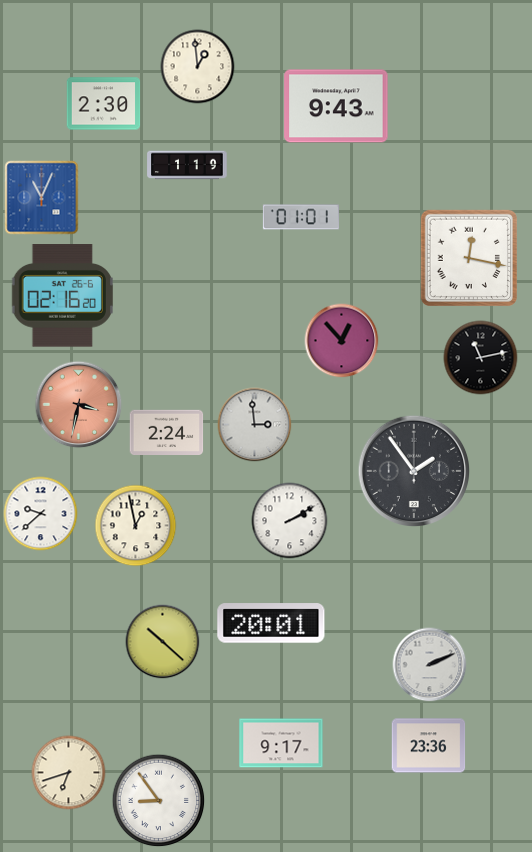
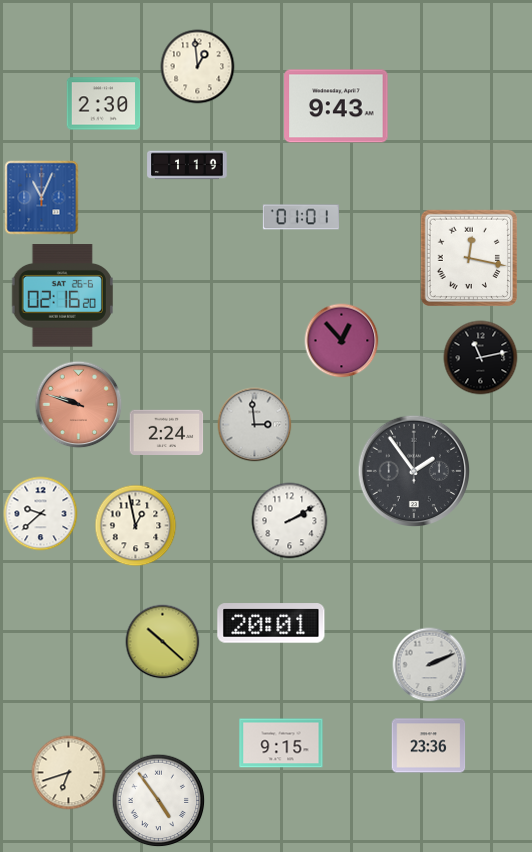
clock at (79, 405): 3:32 -> 9:48
clock at (281, 743): 9:17 -> 9:15
clock at (159, 801): 8:54 -> 4:54
